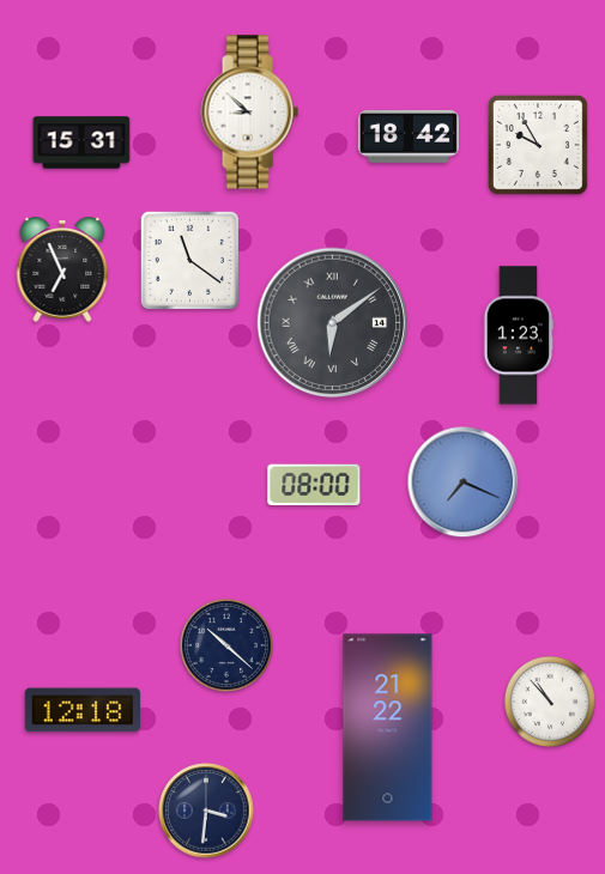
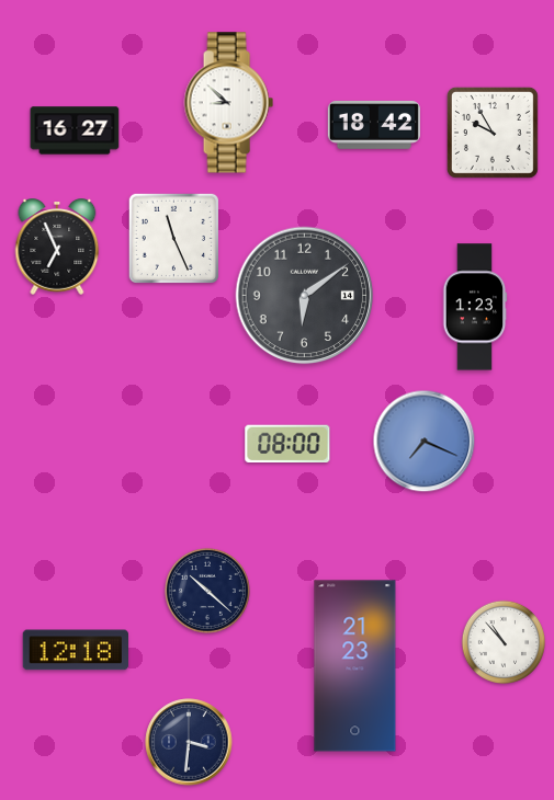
clock at (81, 142): 15:31 -> 16:27
clock at (189, 260): 11:21 -> 11:26
clock at (333, 323) numerals: Roman -> Arabic
clock at (388, 728): 21:22 -> 21:23
